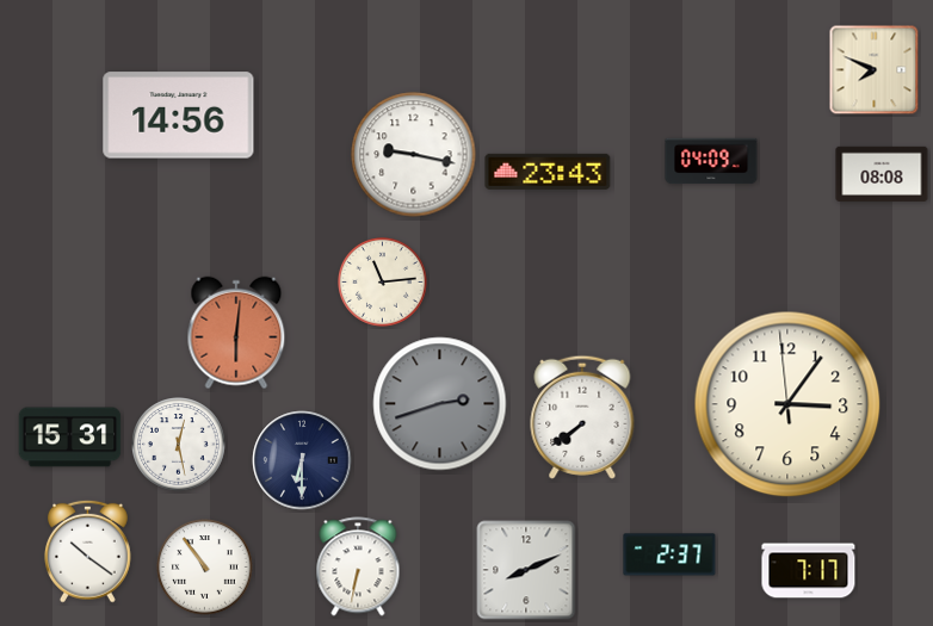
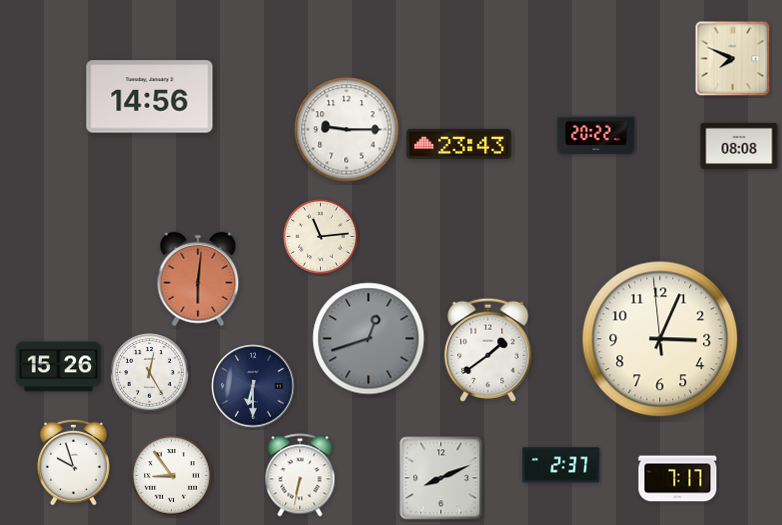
clock at (414, 155): 9:17 -> 9:15
clock at (711, 161): 04:09 -> 20:22
clock at (440, 404): 2:42 -> 12:42
clock at (787, 404): 3:05 -> 3:03
clock at (582, 417): 7:39 -> 1:39
clock at (70, 438): 15:31 -> 15:26
clock at (179, 445): 12:28 -> 12:25
clock at (87, 551): 10:21 -> 9:57
clock at (205, 568): 10:54 -> 8:54
